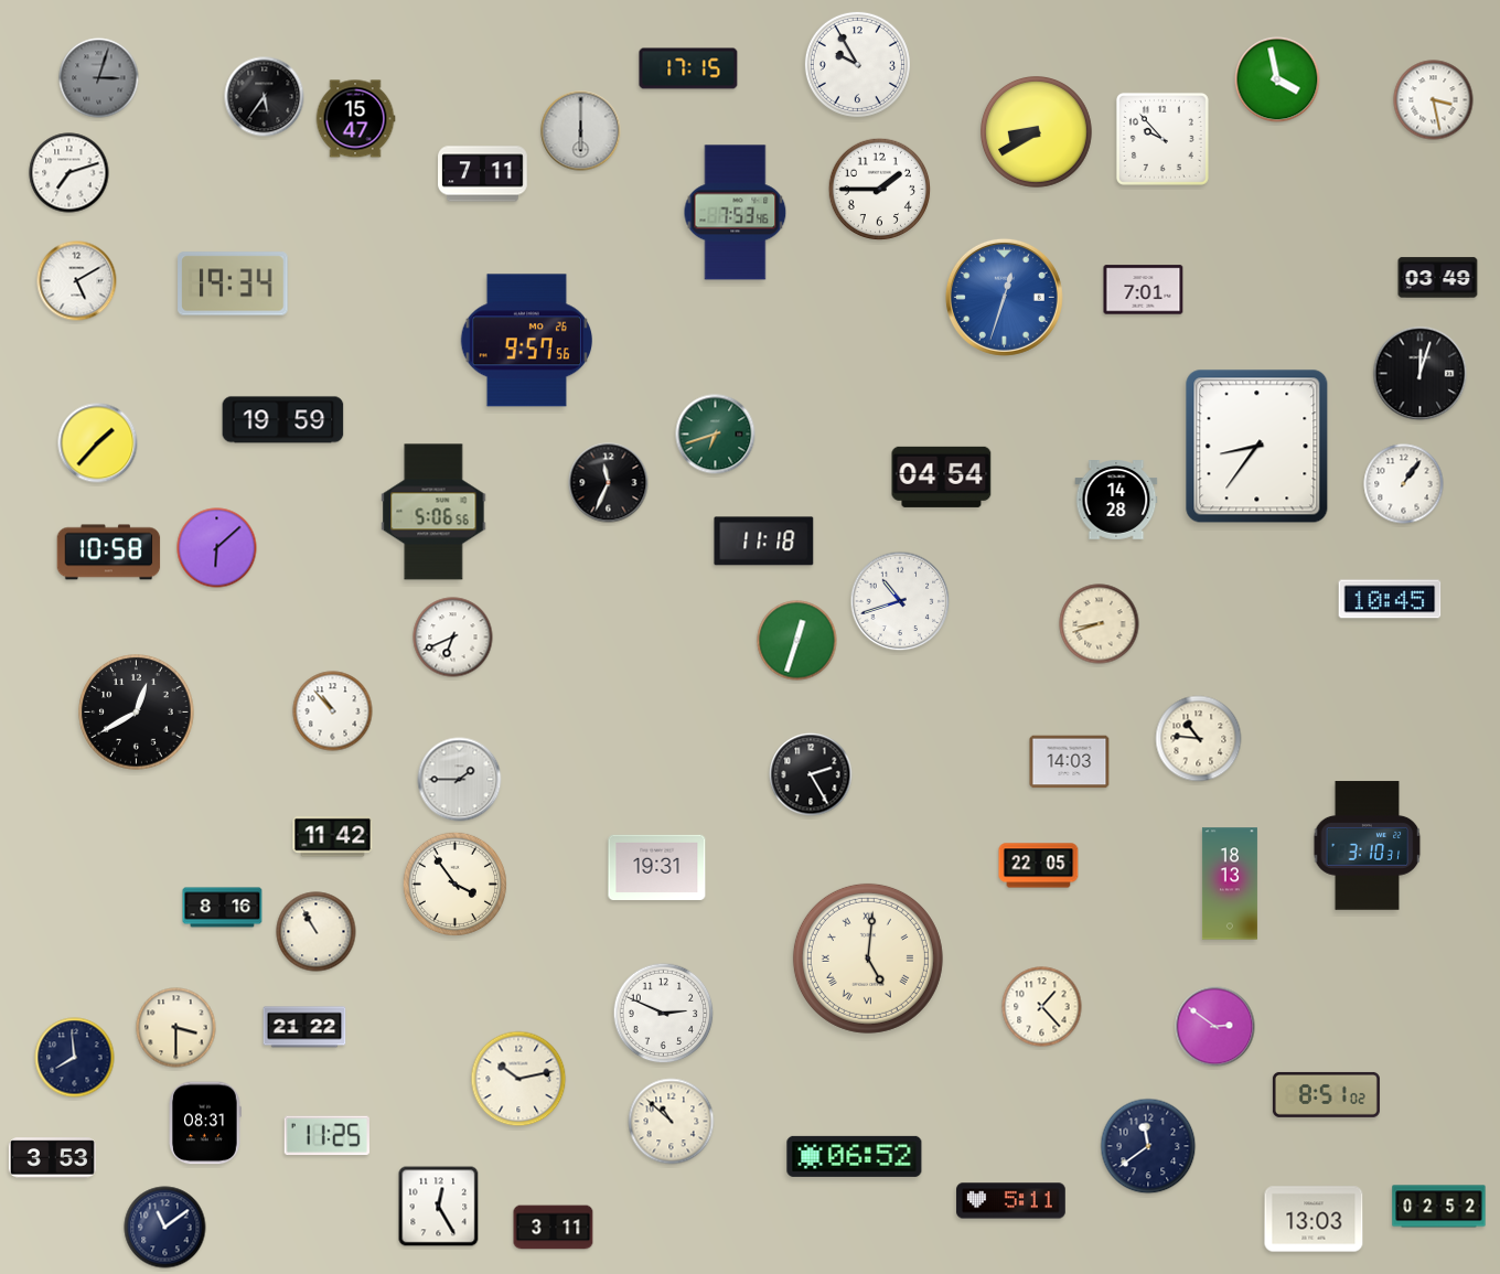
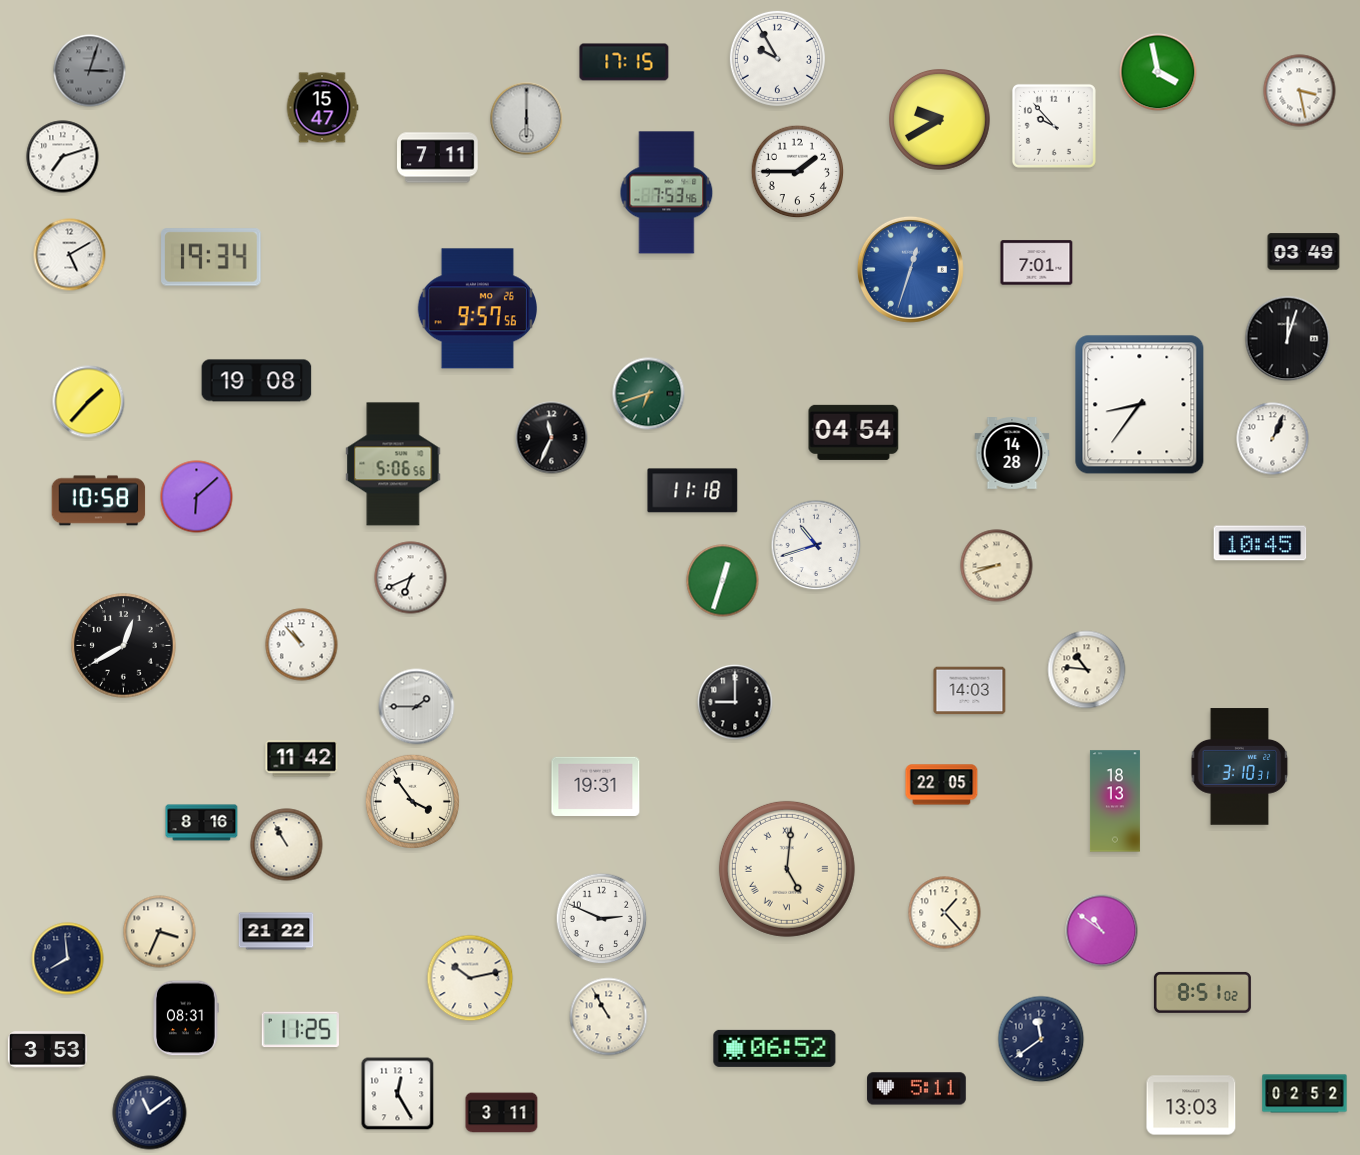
clock at (265, 97): 5:36 -> none
clock at (1037, 132): 8:40 -> 9:40
clock at (283, 420): 19:59 -> 19:08
clock at (1404, 484): 1:06 -> 1:04
clock at (811, 774): 2:25 -> 9:00
clock at (1215, 1027): 2:51 -> 10:51
clock at (176, 1028): 3:30 -> 3:34
clock at (672, 1122): 10:52 -> 10:55
clock at (326, 1136) position: (326, 1136) -> (300, 1030)
